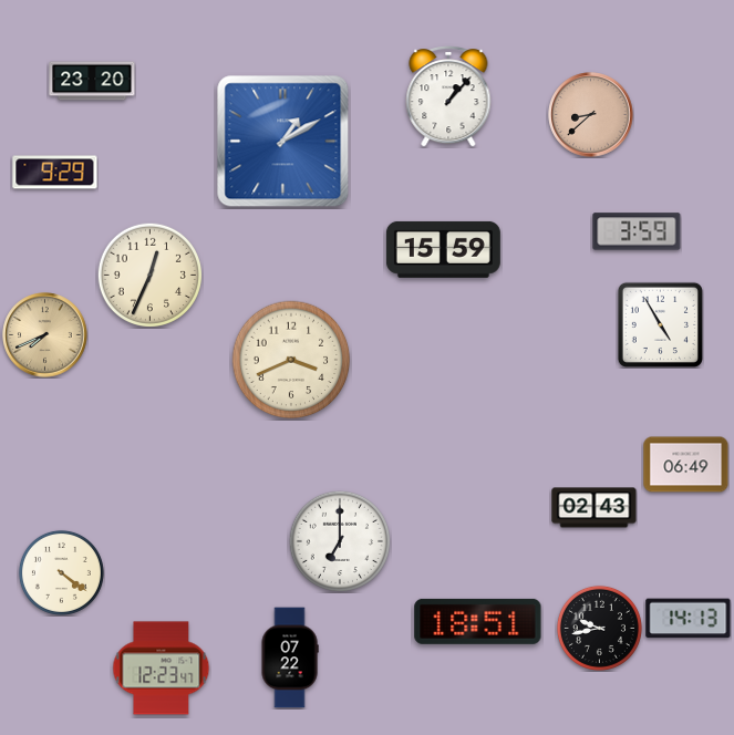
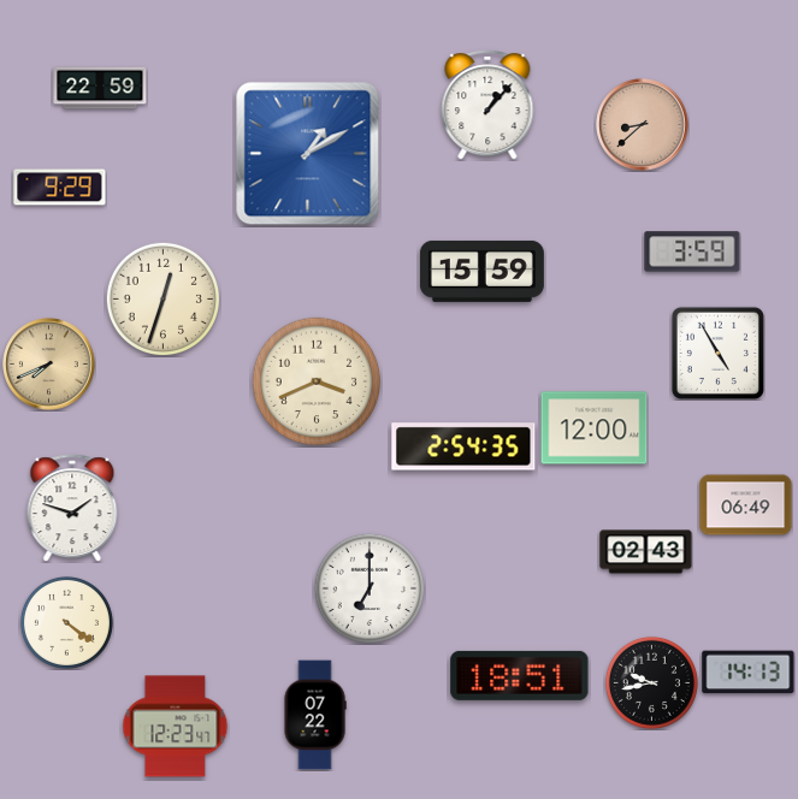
clock at (92, 81): 23:20 -> 22:59
clock at (149, 275): 12:34 -> 12:33
clock at (291, 360) position: (291, 360) -> (317, 381)
clock at (595, 428): none -> 12:00
clock at (463, 446): none -> 2:54
clock at (72, 508): none -> 1:48
